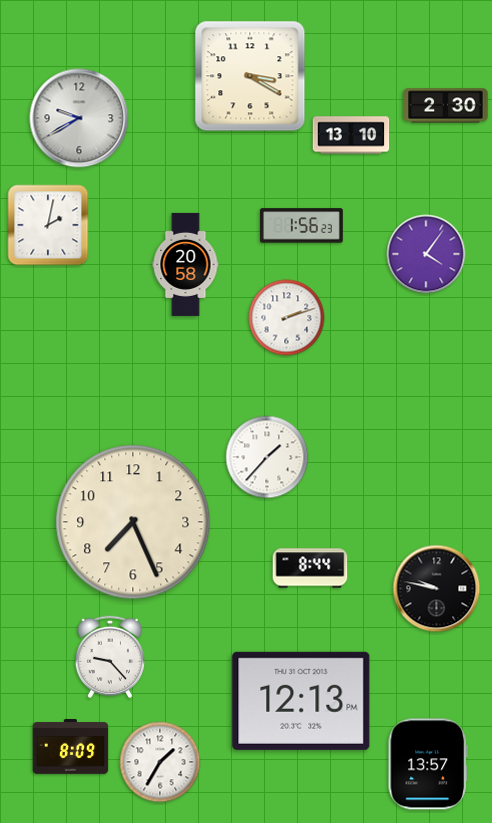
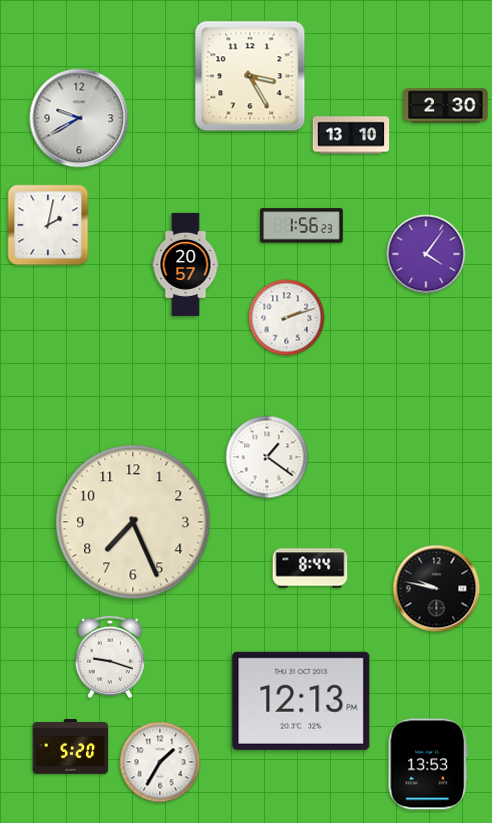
clock at (250, 76): 3:20 -> 3:25
clock at (186, 264): 20:58 -> 20:57
clock at (267, 457): 1:37 -> 1:21
clock at (109, 657): 9:23 -> 9:18
clock at (71, 747): 8:09 -> 5:20
clock at (427, 764): 13:57 -> 13:53
